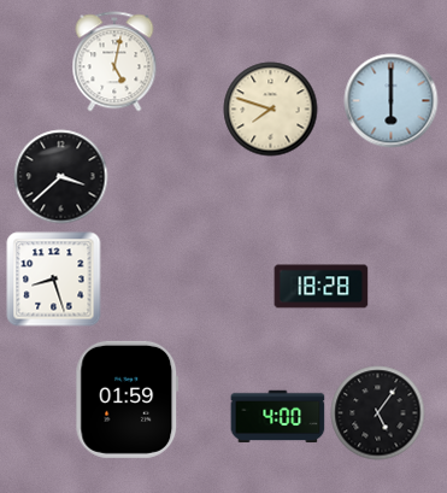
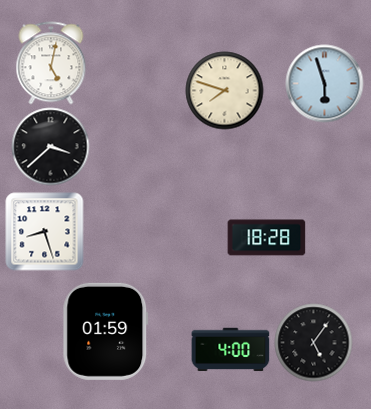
clock at (114, 61) position: (114, 61) -> (51, 63)
clock at (390, 100): 6:00 -> 5:57
clock at (277, 417) position: (277, 417) -> (230, 350)
